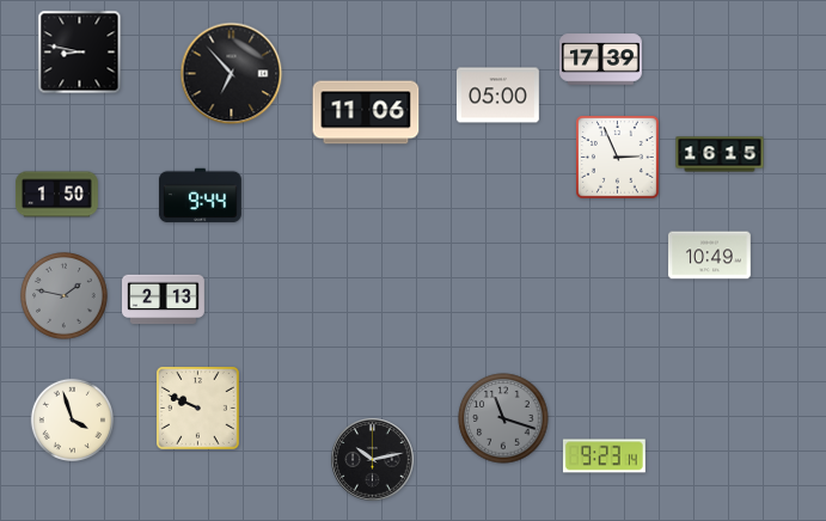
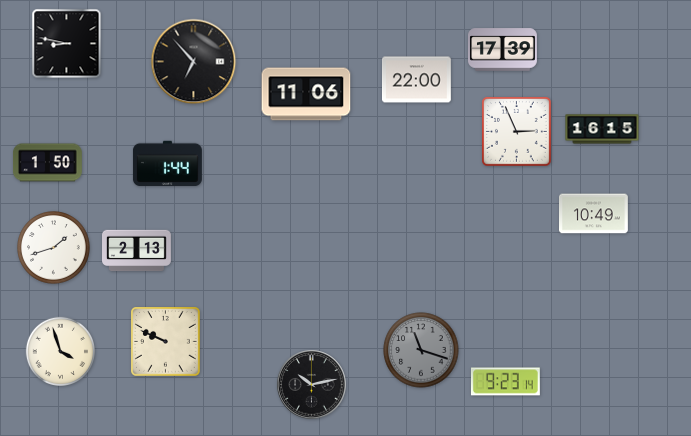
clock at (498, 96): 05:00 -> 22:00
clock at (200, 196): 9:44 -> 1:44
clock at (65, 296): 1:47 -> 1:42
clock at (65, 296) dial: grey -> white
